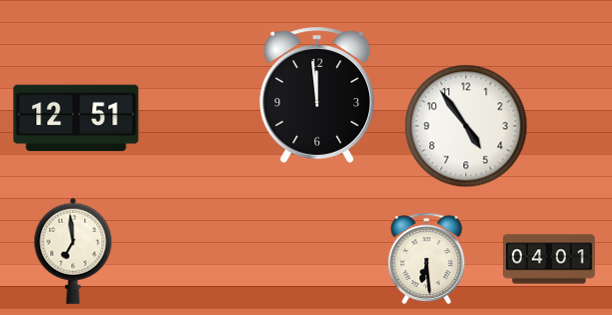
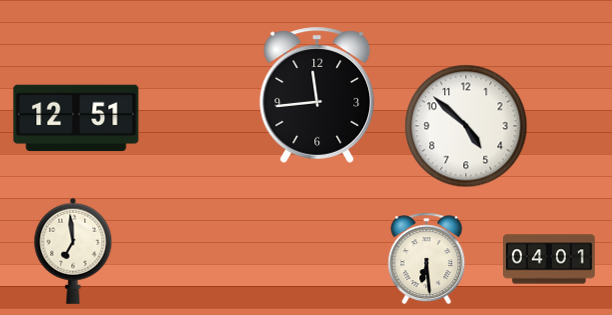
clock at (317, 95): 11:59 -> 11:44
clock at (466, 126): 4:54 -> 4:52
